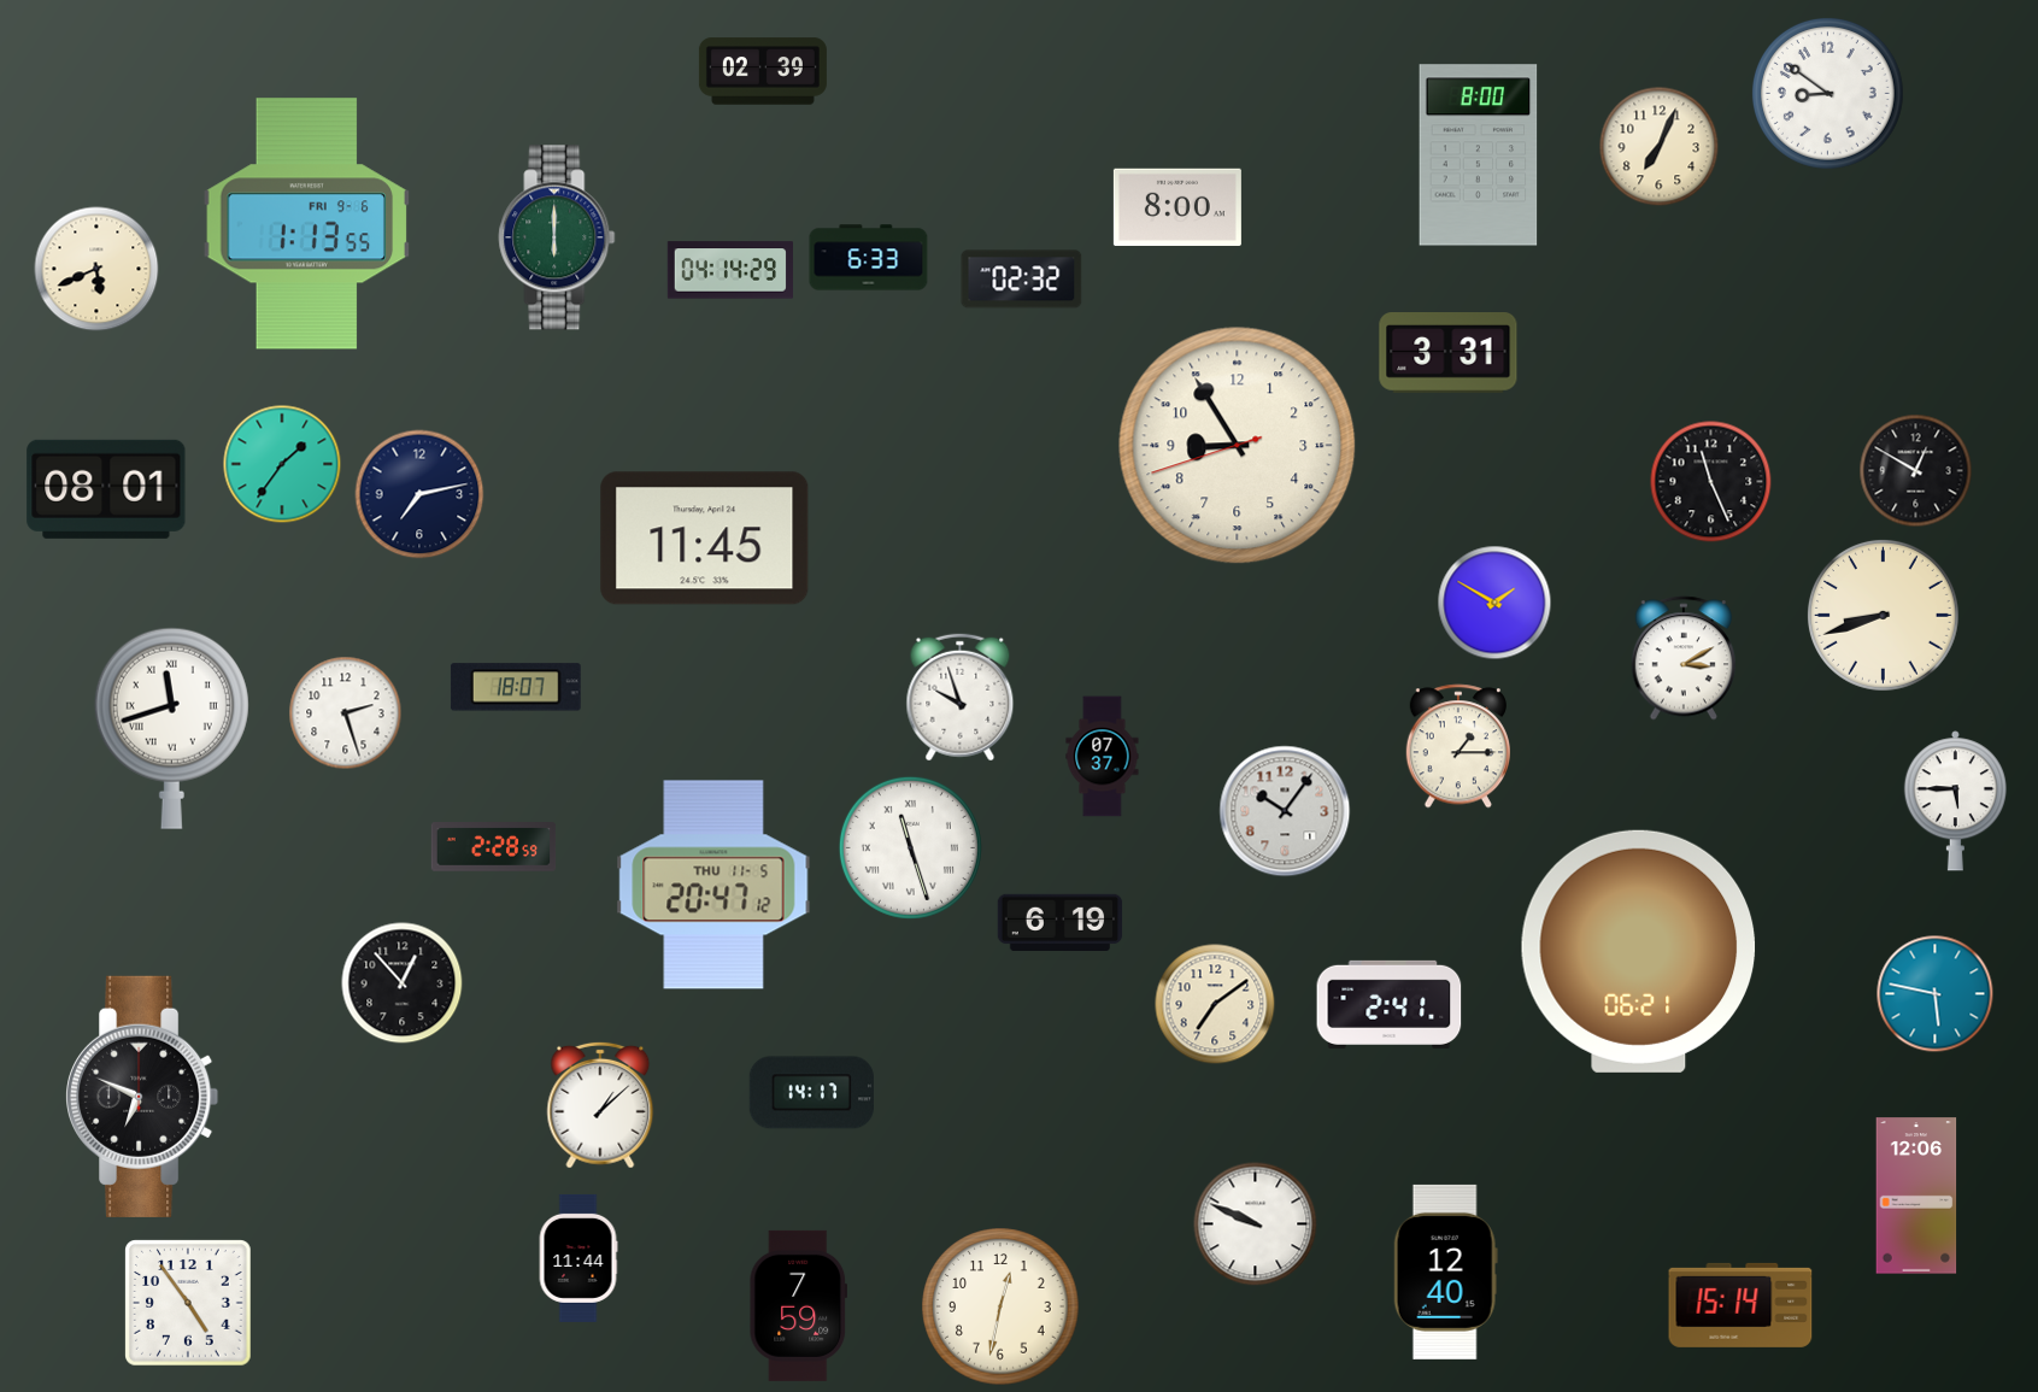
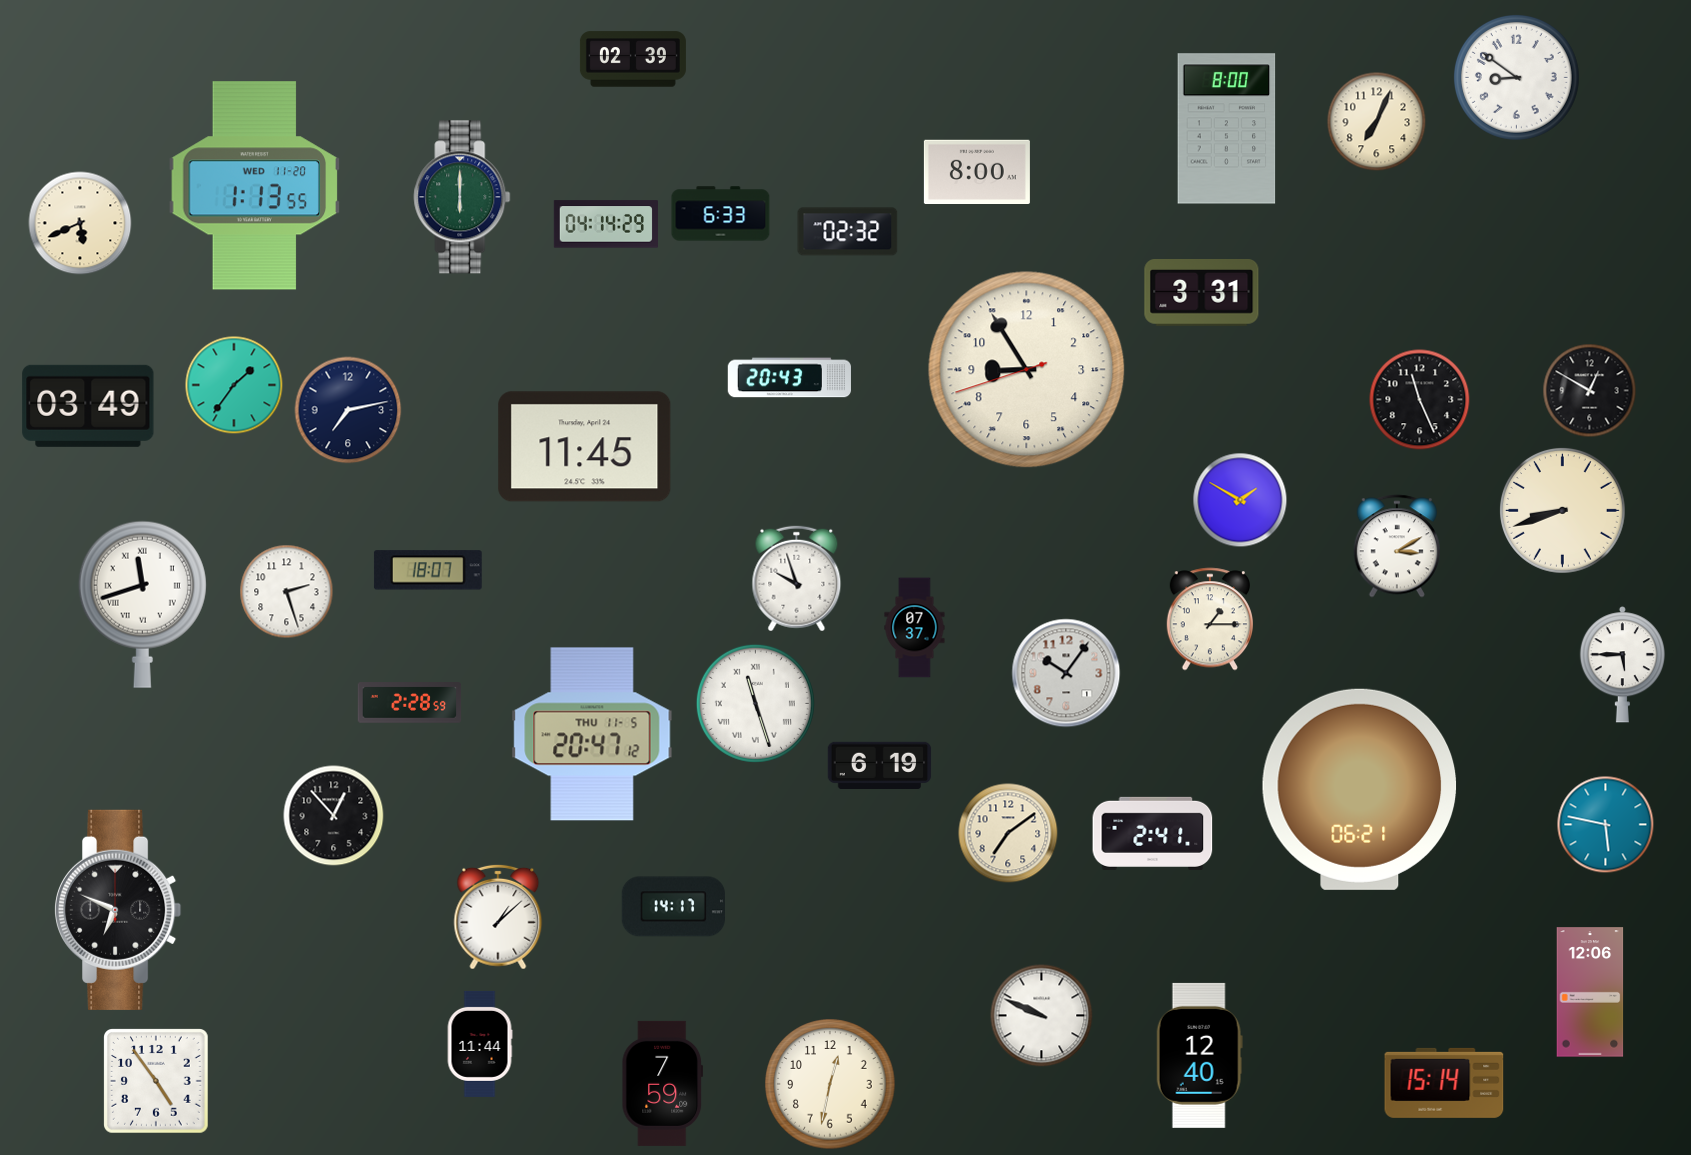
clock at (307, 224) date: FRI 9-6 -> WED 11-20
clock at (789, 378): none -> 20:43
clock at (106, 489): 08:01 -> 03:49
